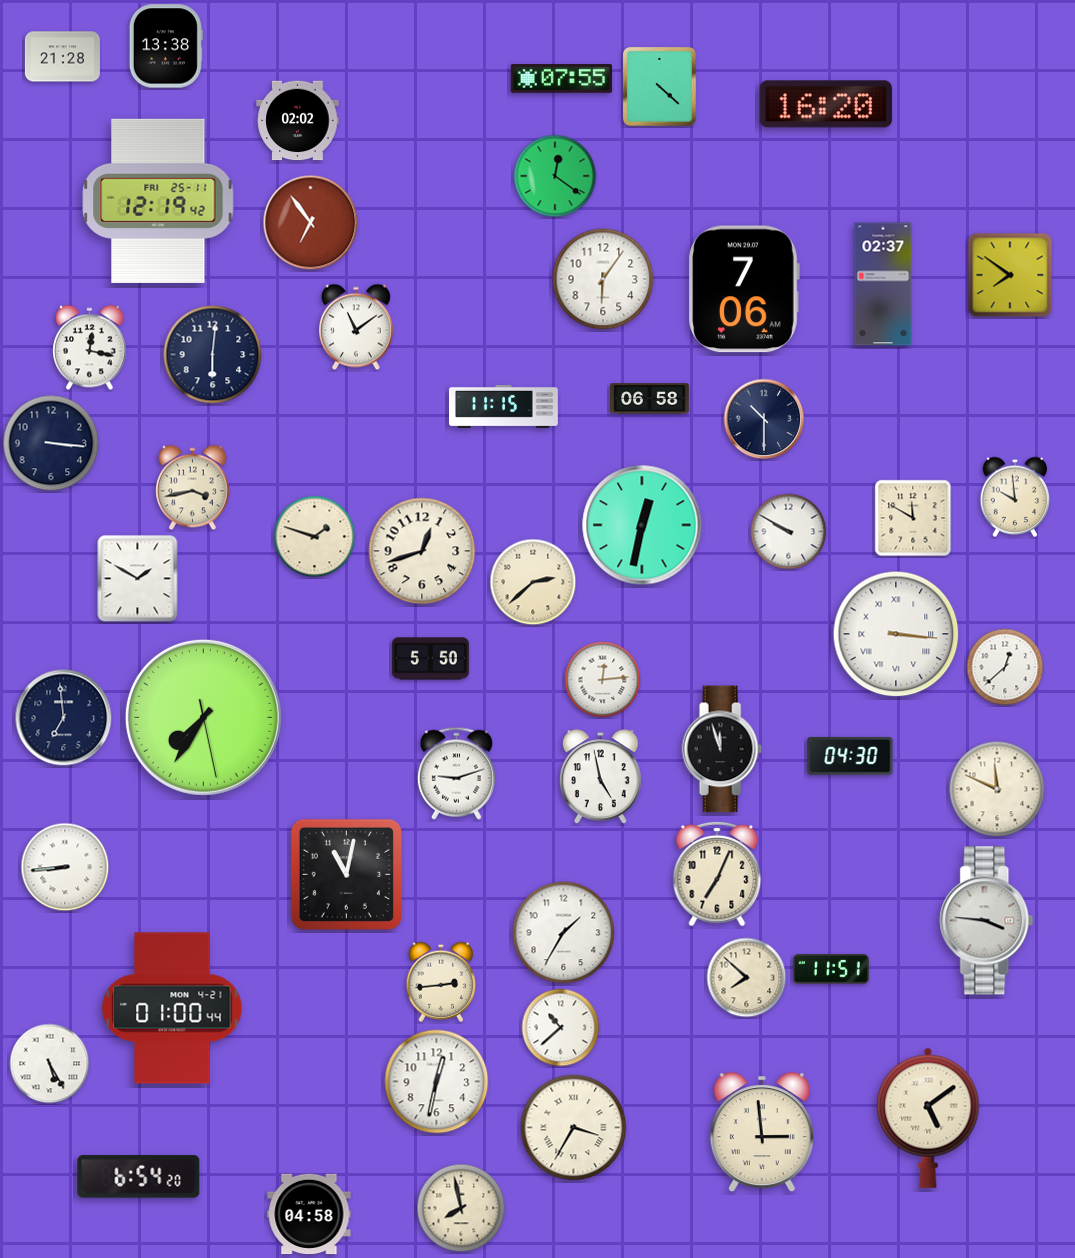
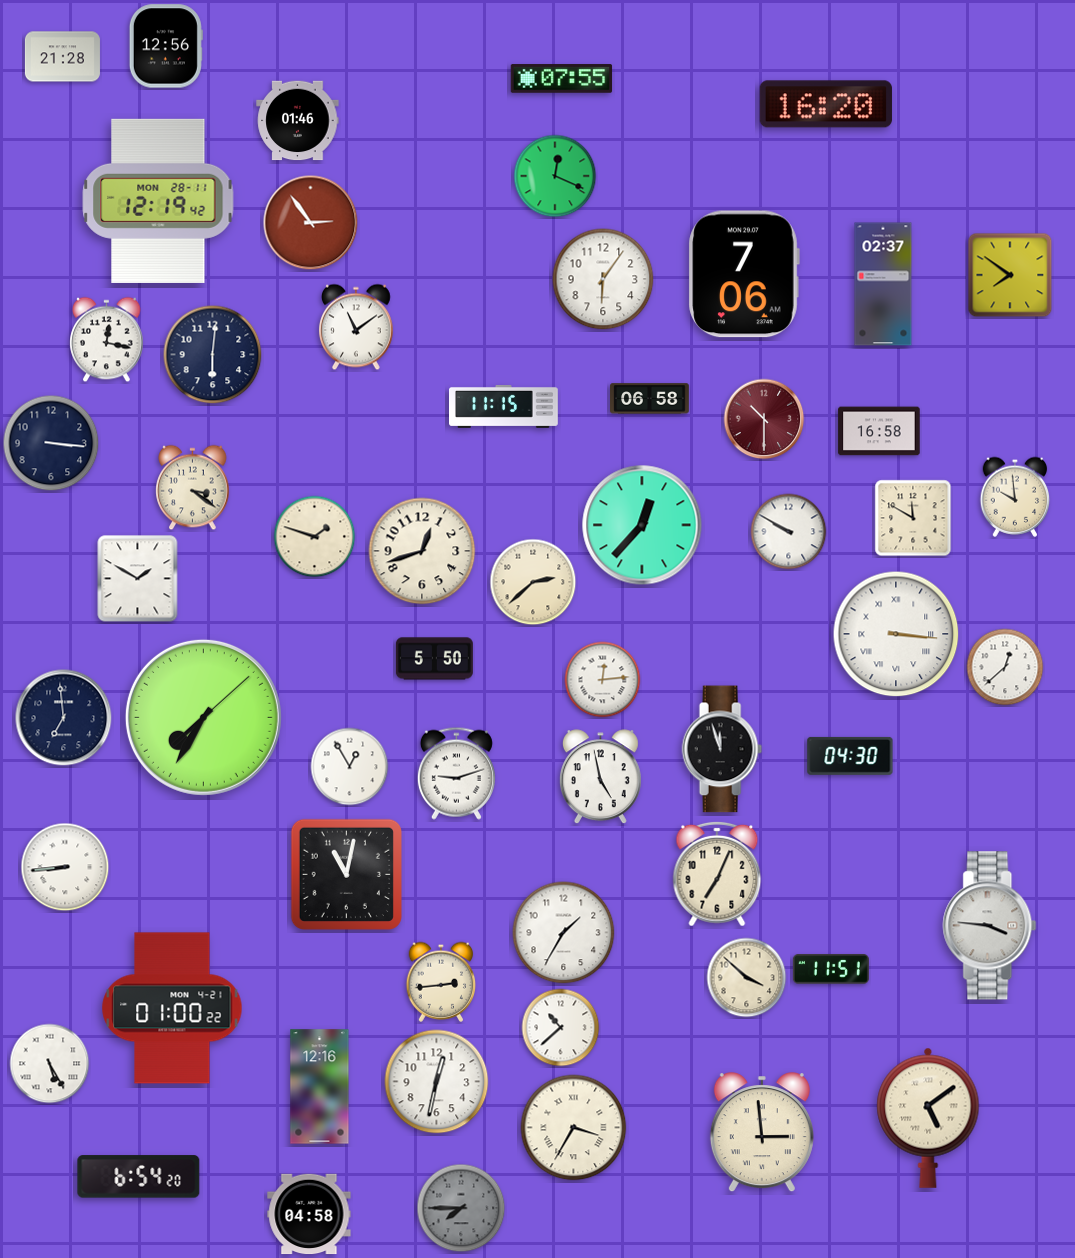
clock at (166, 46): 13:38 -> 12:56
clock at (659, 86): 4:22 -> none
clock at (298, 121): 02:02 -> 01:46
clock at (555, 176): 12:21 -> 12:19
clock at (158, 201) date: FRI 25-11 -> MON 28-11
clock at (311, 223): 6:54 -> 2:54
clock at (744, 289) position: (744, 289) -> (744, 274)
clock at (90, 348) position: (90, 348) -> (107, 340)
clock at (764, 419) dial: navy -> burgundy
clock at (879, 431): none -> 16:58
clock at (193, 488): 3:43 -> 3:21
clock at (642, 525): 12:32 -> 12:37
clock at (430, 659) position: (430, 659) -> (434, 659)
clock at (203, 717): 7:35:28 -> 7:35:08
clock at (350, 767): none -> 12:55
clock at (997, 789): 11:49 -> none
clock at (987, 921) position: (987, 921) -> (990, 926)
clock at (747, 978): 7:52 -> 3:52
clock at (172, 1008): 01:00:44 -> 01:00:22
clock at (320, 1087): none -> 12:16
clock at (461, 1208): 7:58 -> 7:45
clock at (461, 1208) dial: cream -> grey
